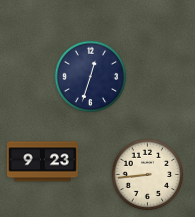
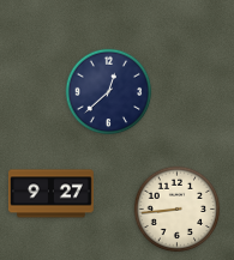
clock at (91, 77): 12:33 -> 12:38
clock at (42, 162): 9:23 -> 9:27
